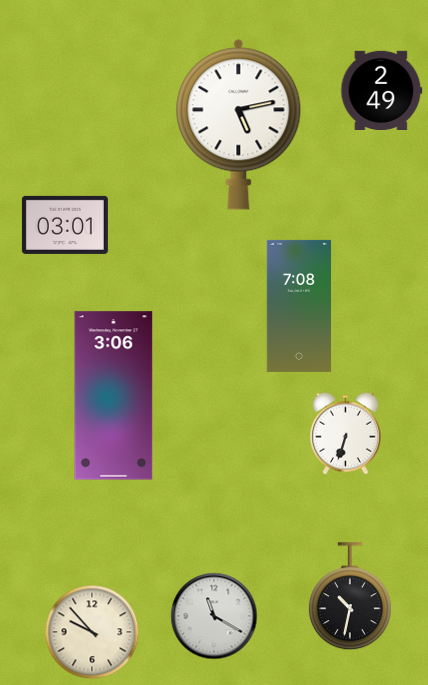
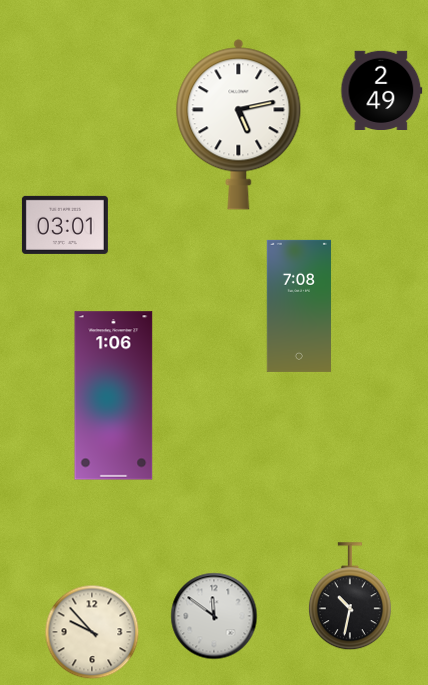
clock at (114, 396): 3:06 -> 1:06
clock at (346, 433): 6:33 -> none
clock at (214, 616): 11:20 -> 11:51
